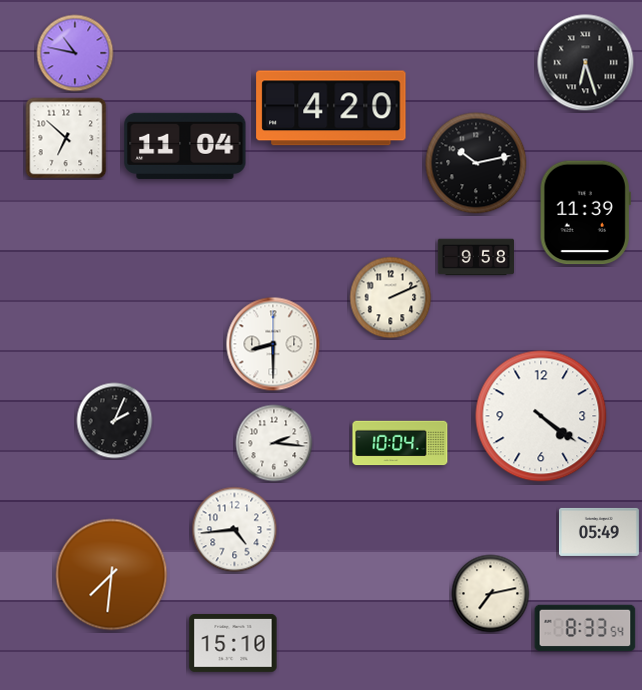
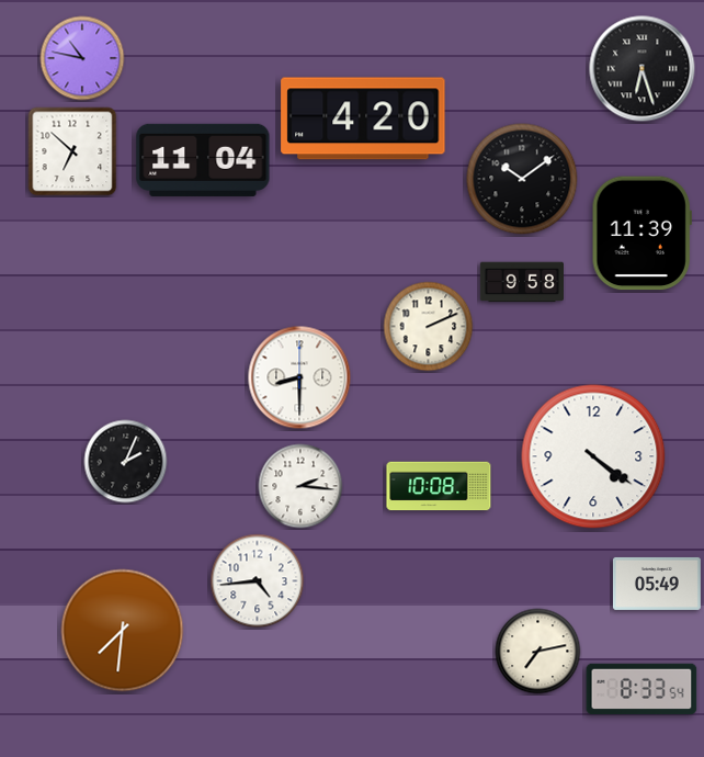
clock at (476, 163): 10:13 -> 10:09
clock at (400, 443): 10:04 -> 10:08
clock at (233, 644): 15:10 -> none
